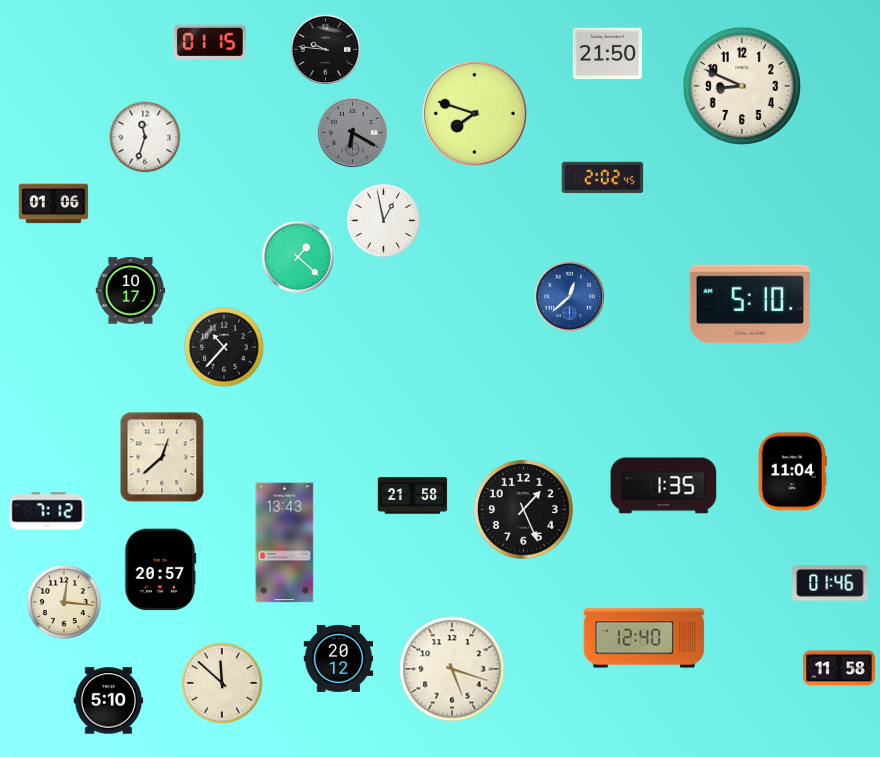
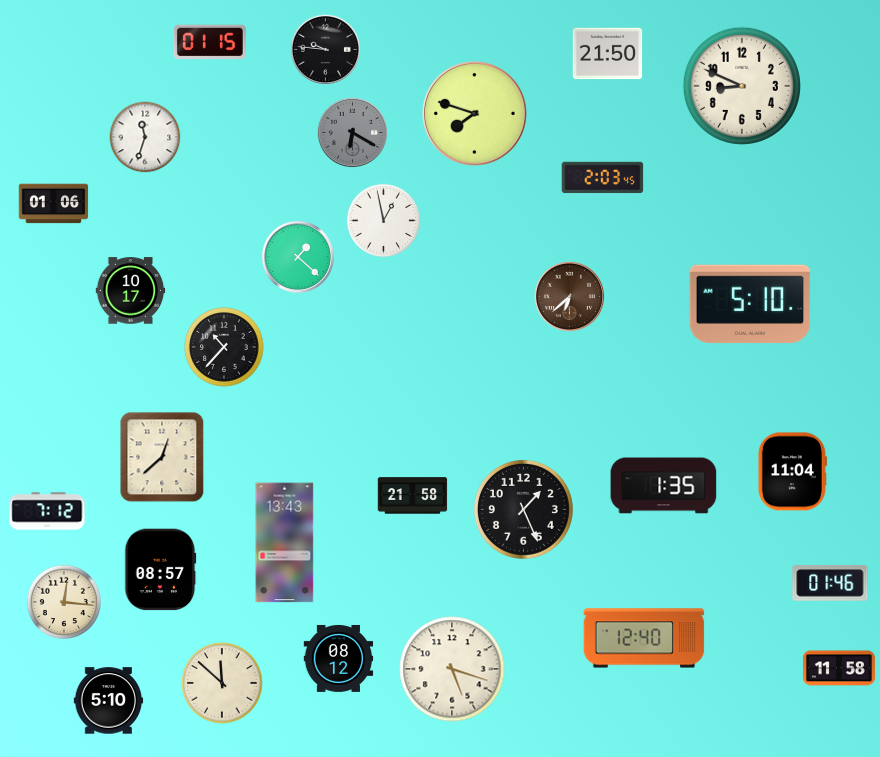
clock at (603, 178): 2:02 -> 2:03
clock at (569, 296): 12:38 -> 6:38
clock at (569, 296) dial: blue -> brown
clock at (161, 570): 20:57 -> 08:57
clock at (339, 658): 20:12 -> 08:12
